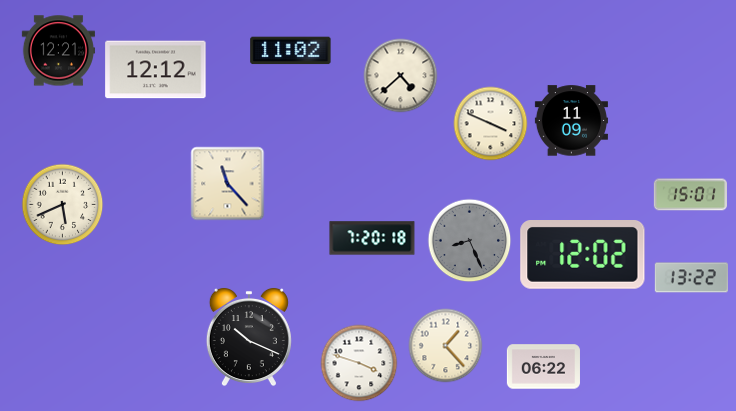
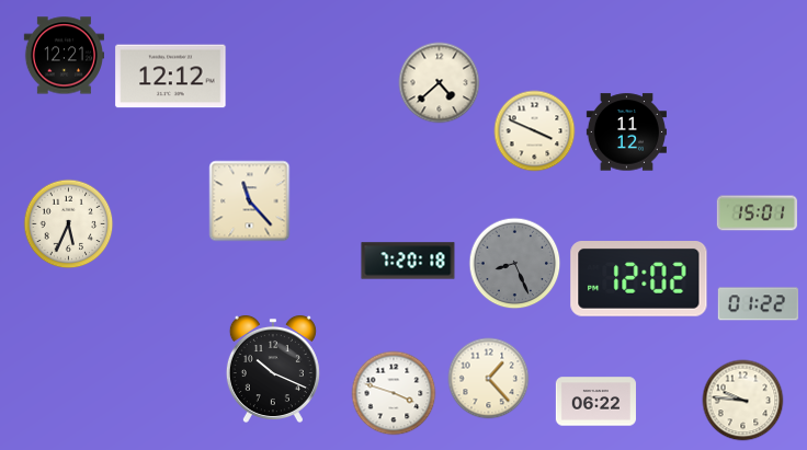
clock at (291, 51): 11:02 -> none
clock at (571, 121): 11:09 -> 11:12
clock at (491, 124) position: (491, 124) -> (535, 131)
clock at (63, 205): 5:41 -> 5:34
clock at (691, 278): 13:22 -> 01:22
clock at (359, 363) position: (359, 363) -> (394, 393)
clock at (743, 401): none -> 9:46
